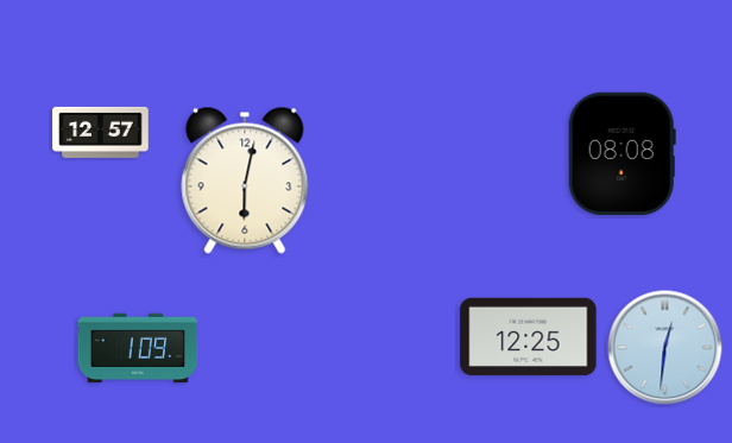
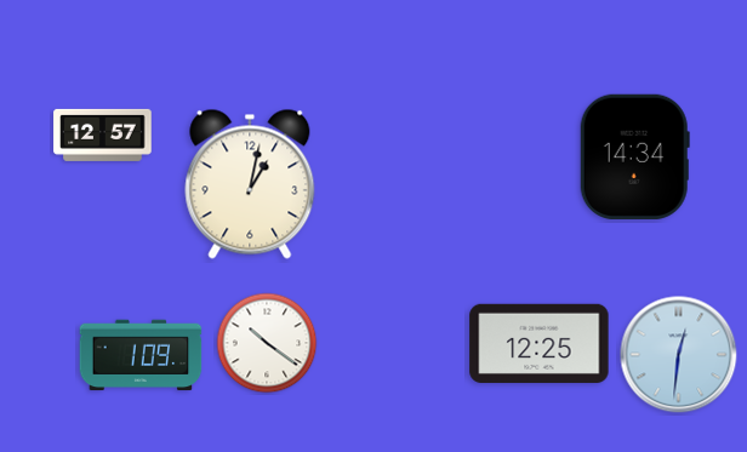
clock at (621, 153): 08:08 -> 14:34
clock at (245, 181): 6:02 -> 1:02
clock at (267, 343): none -> 10:21
